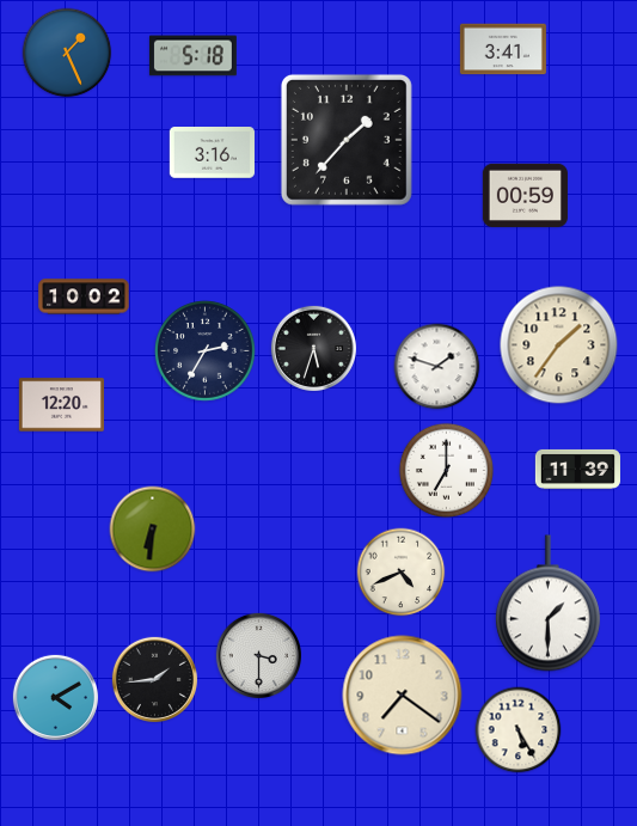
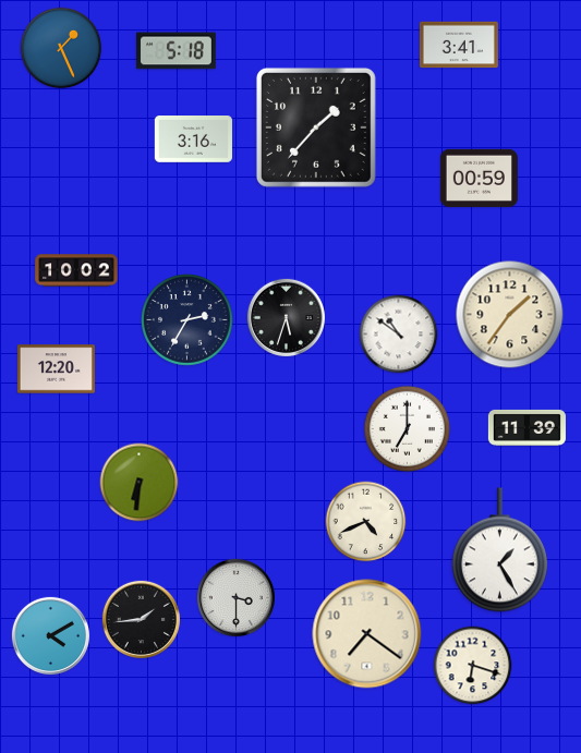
clock at (437, 367): 1:48 -> 10:51
clock at (547, 604): 1:30 -> 1:25
clock at (519, 730): 5:25 -> 6:18
